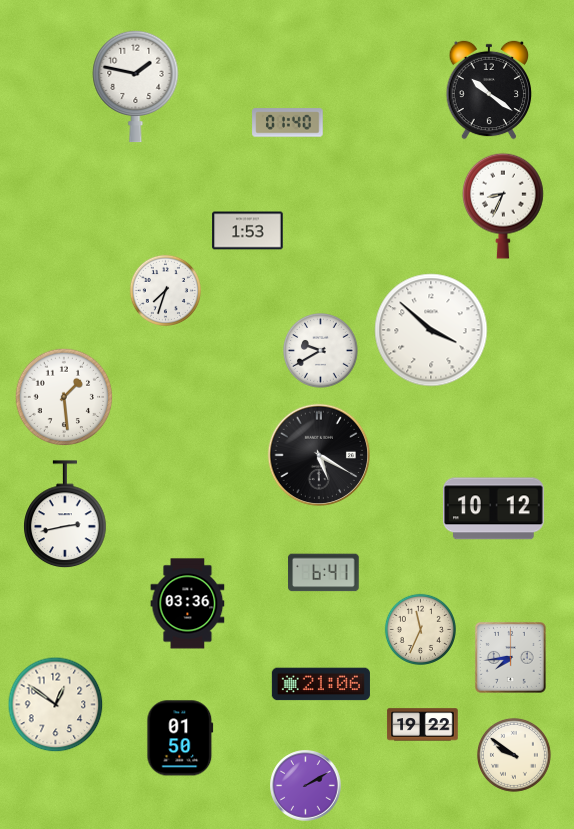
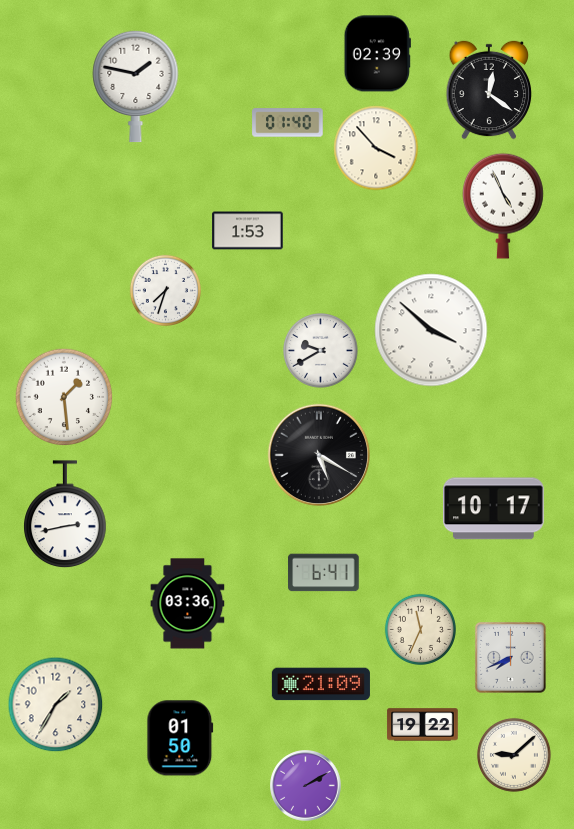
clock at (377, 54): none -> 02:39
clock at (489, 90): 10:21 -> 12:21
clock at (376, 148): none -> 3:53
clock at (504, 206): 8:34 -> 4:56
clock at (494, 509): 10:12 -> 10:17
clock at (510, 658): 7:44 -> 7:41
clock at (321, 684): 21:06 -> 21:09
clock at (56, 705): 12:51 -> 1:35
clock at (514, 755): 9:51 -> 9:08
